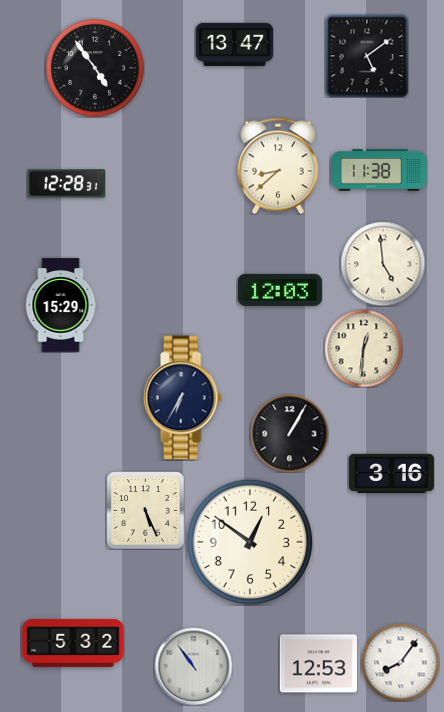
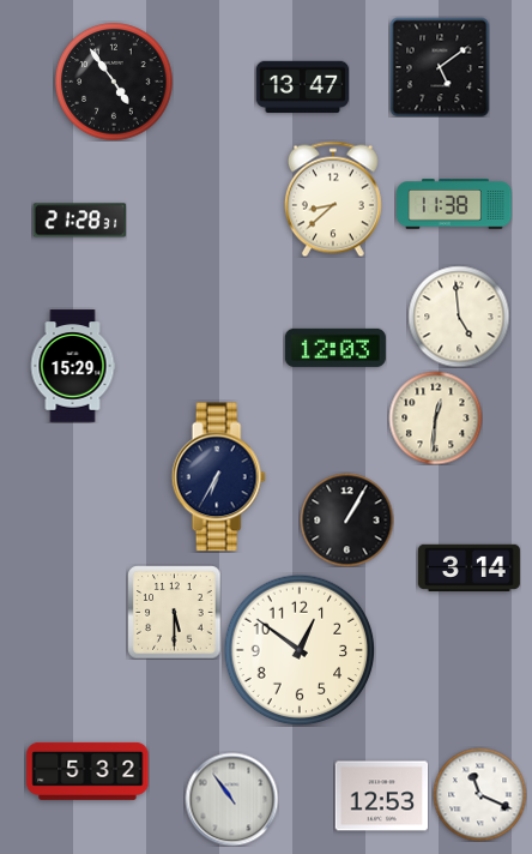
clock at (234, 45) position: (234, 45) -> (302, 88)
clock at (66, 184): 12:28 -> 21:28
clock at (391, 473): 3:16 -> 3:14
clock at (145, 510): 5:26 -> 5:30
clock at (400, 662): 8:06 -> 11:19
